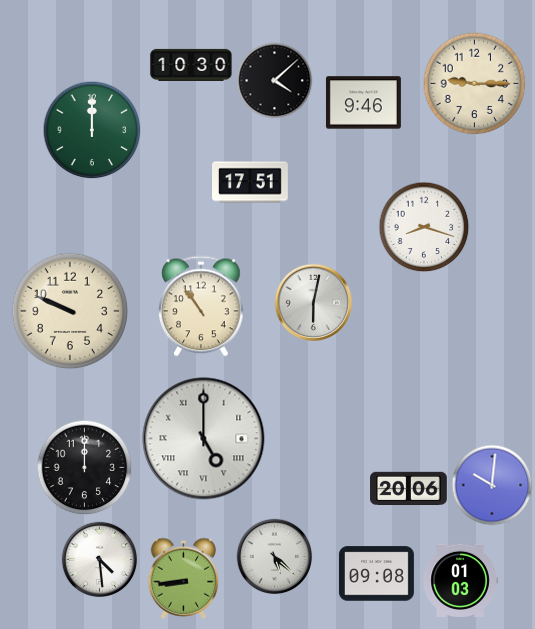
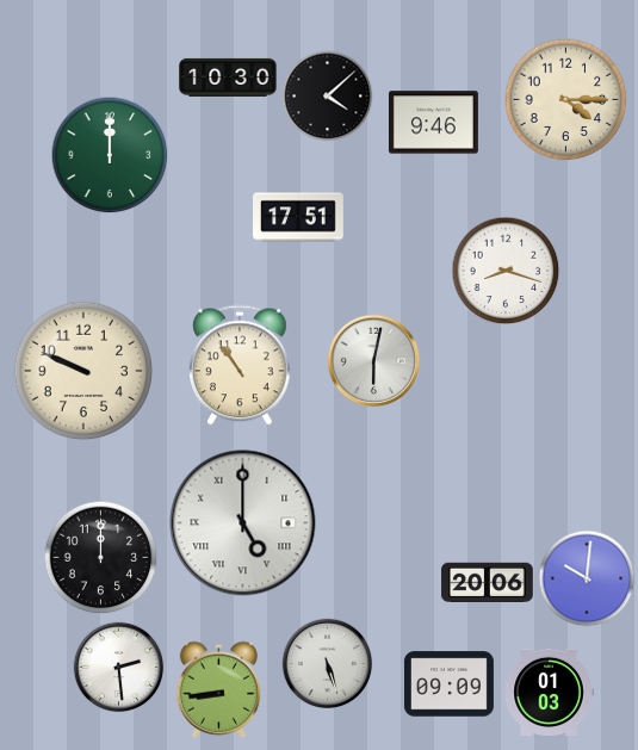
clock at (475, 84): 9:15 -> 4:15
clock at (275, 557): 5:22 -> 5:27
clock at (100, 560): 4:29 -> 2:29
clock at (376, 574): 09:08 -> 09:09
